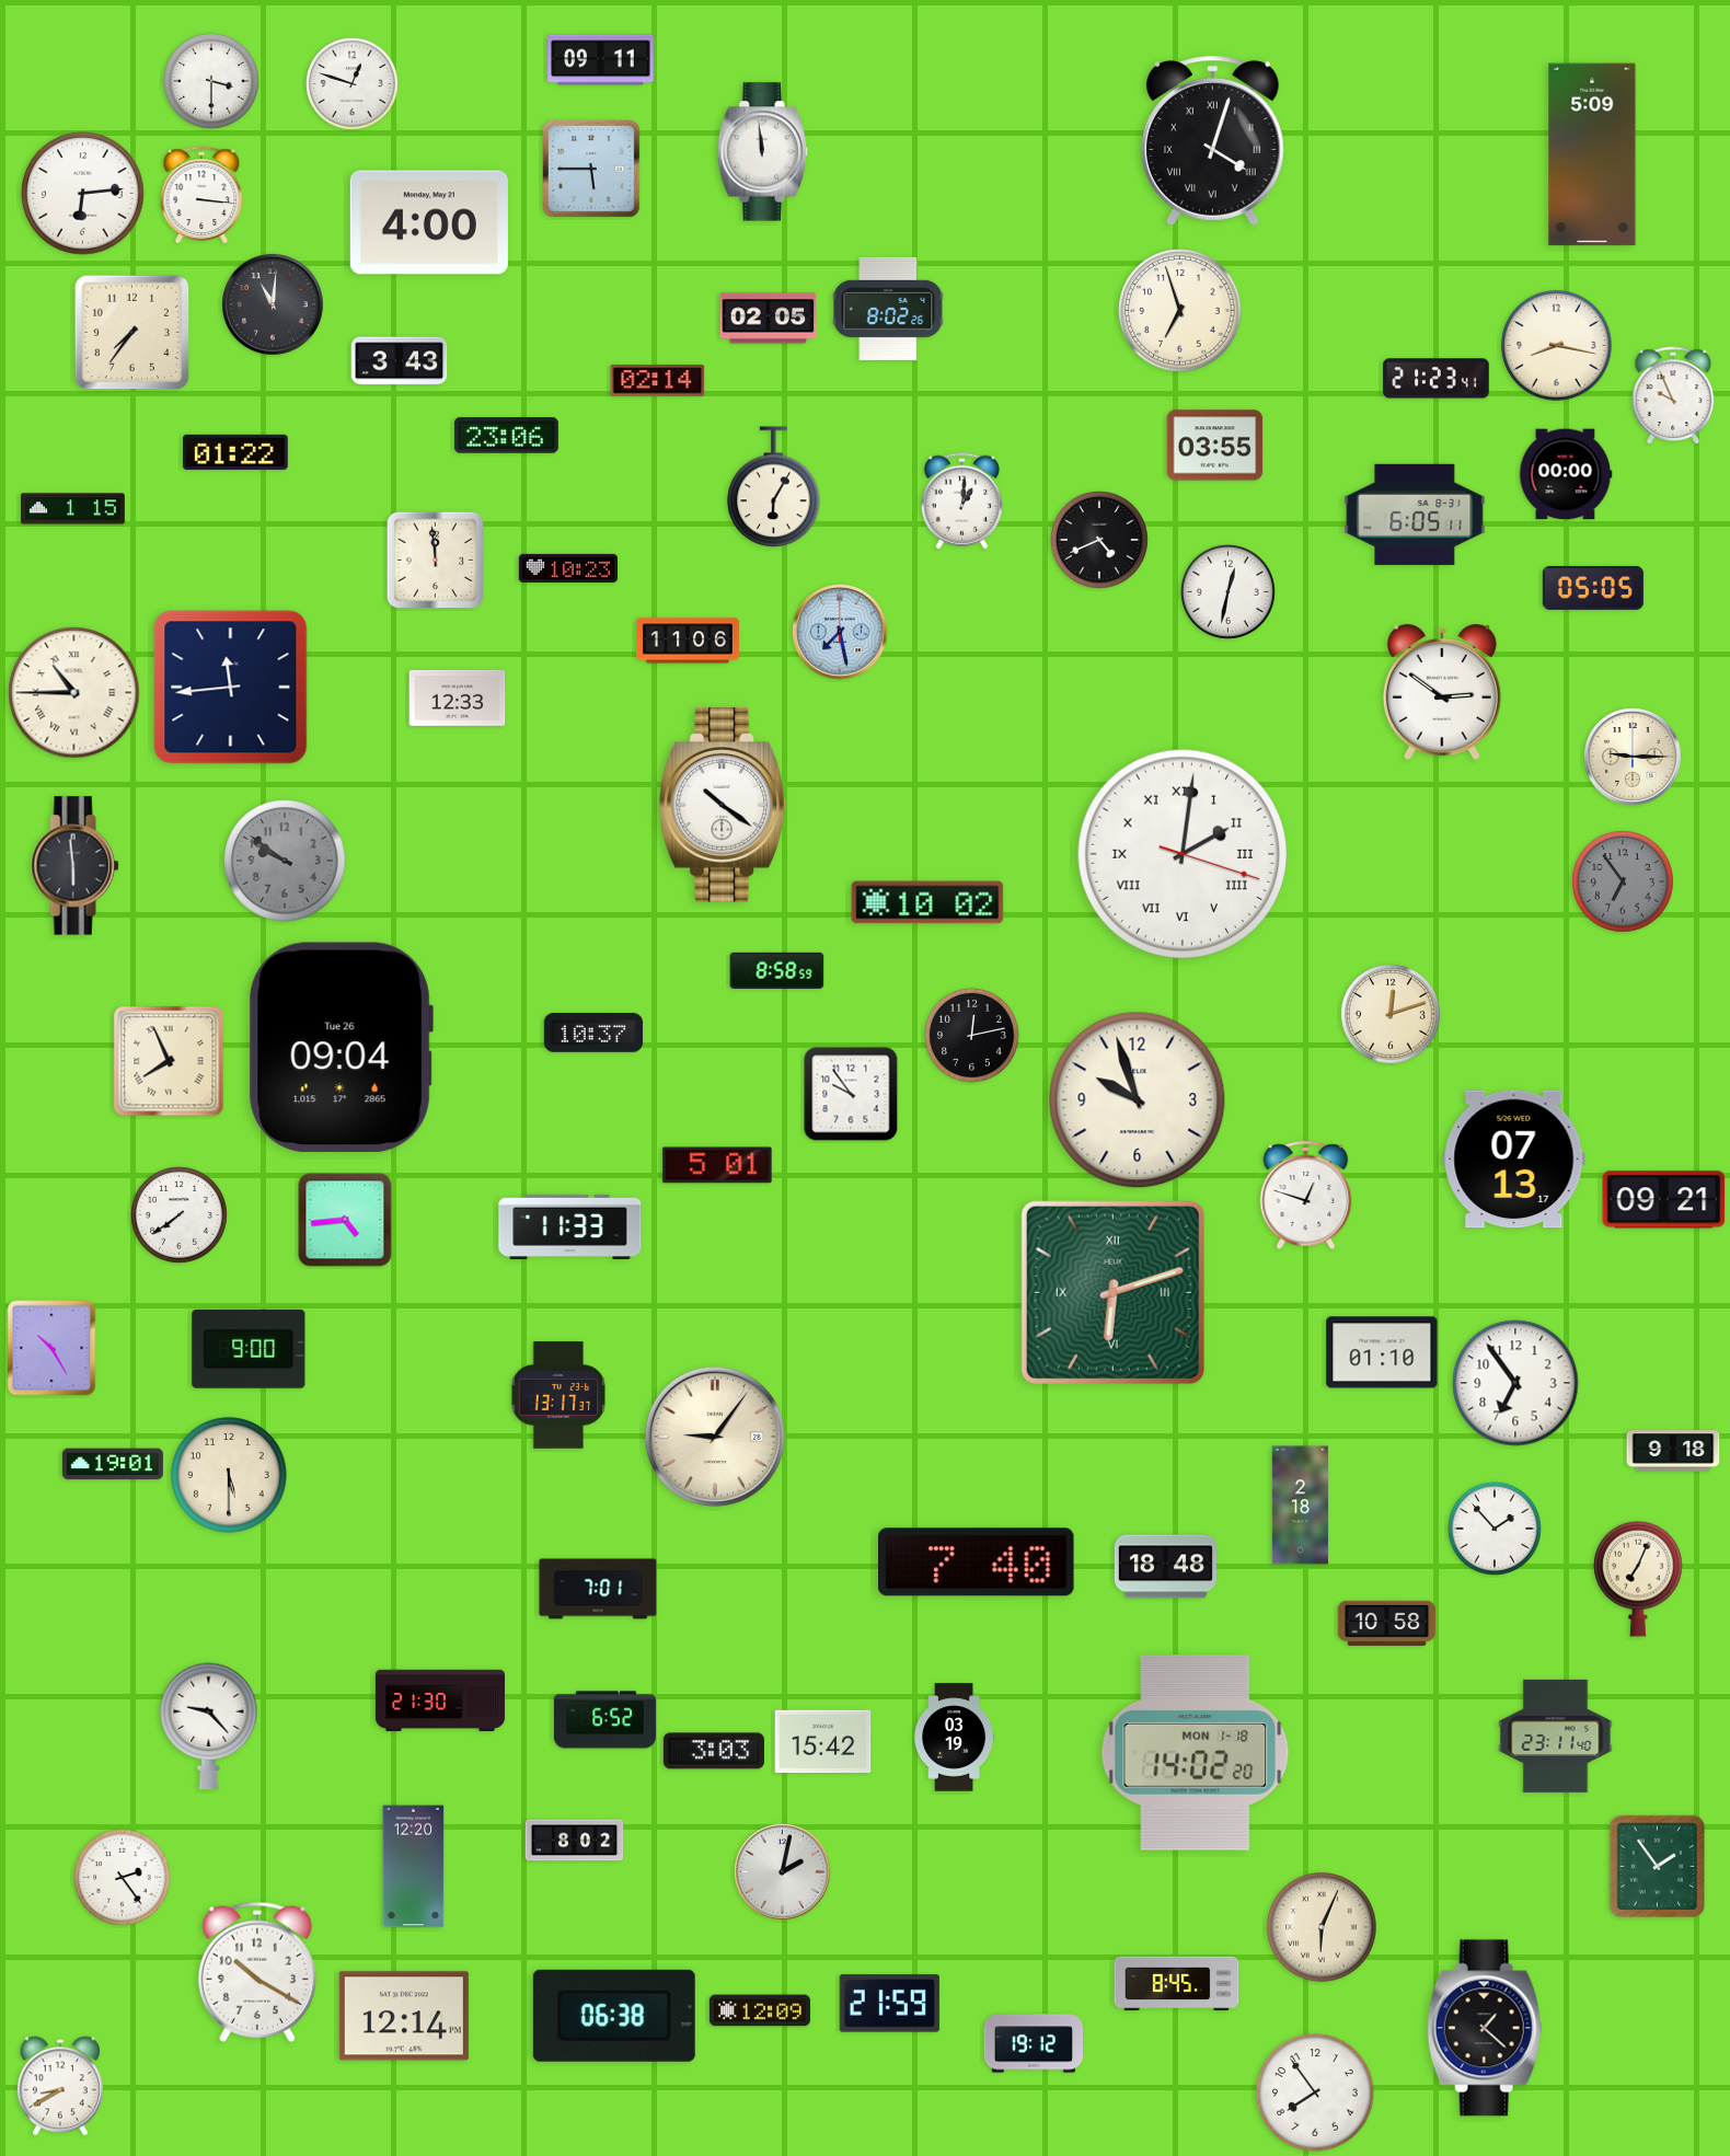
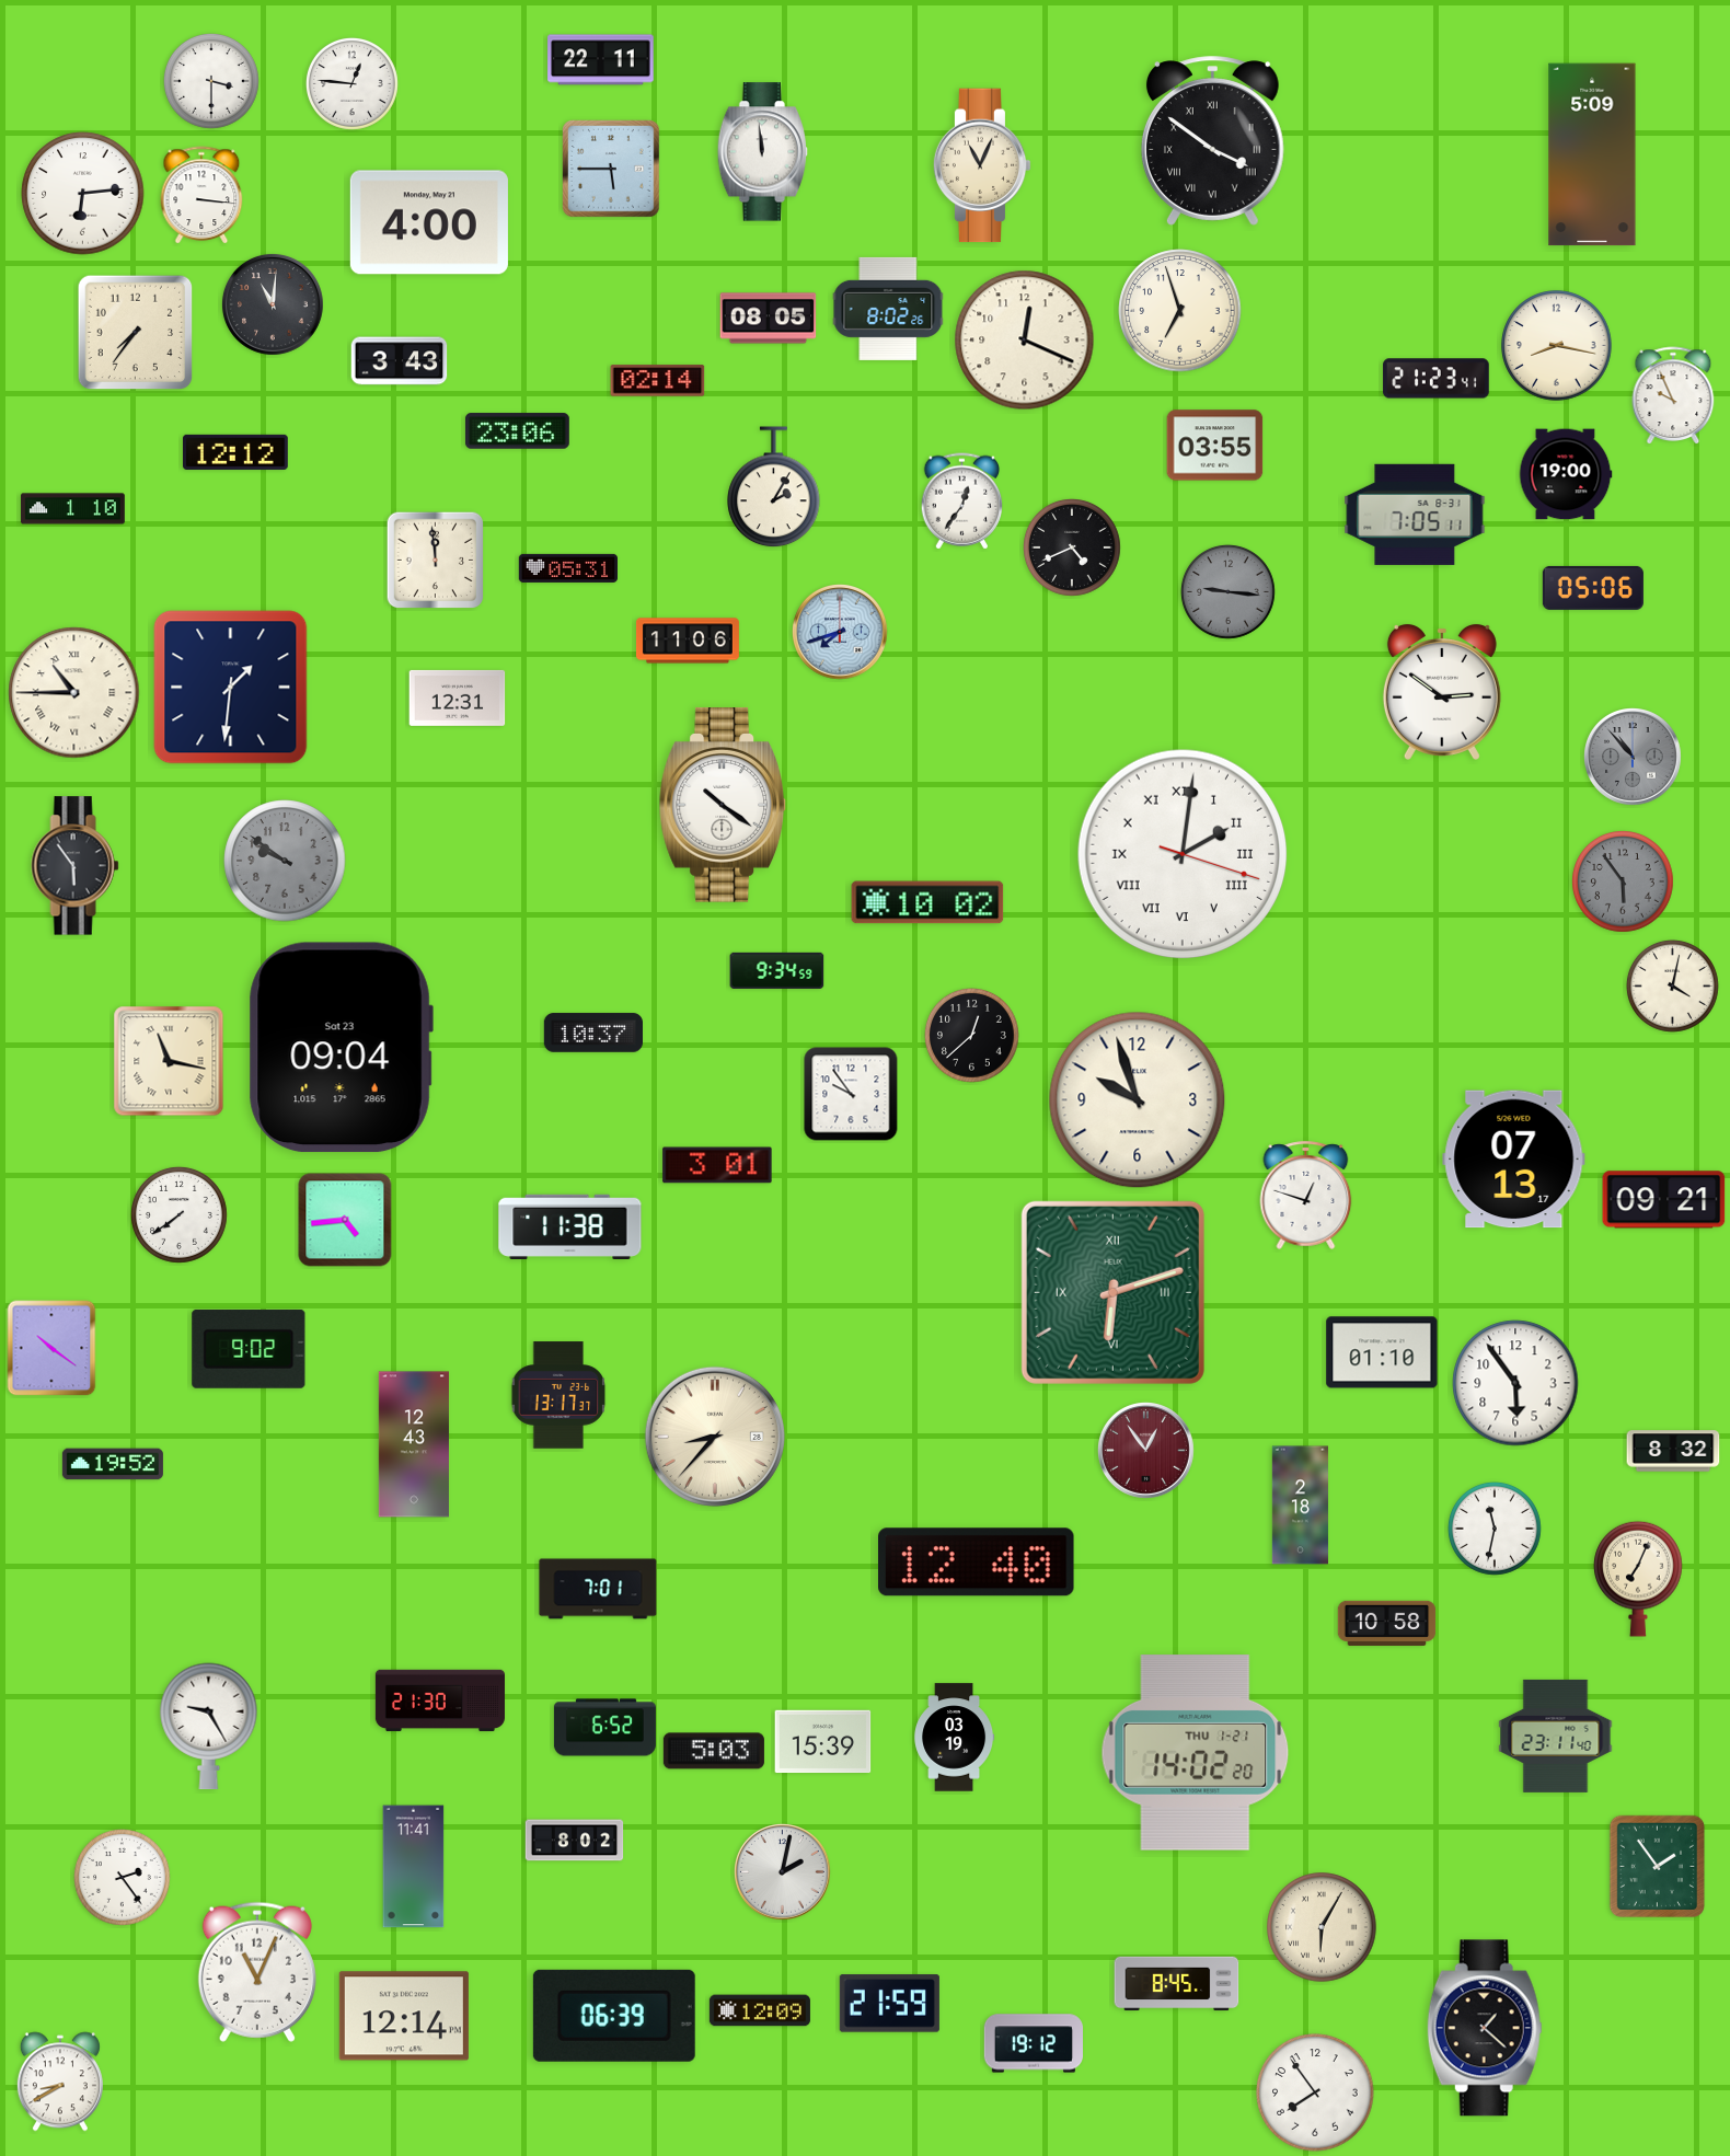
clock at (601, 60): 09:11 -> 22:11
clock at (351, 83): 12:48 -> 12:46
clock at (1212, 141): 4:03 -> 3:51
clock at (982, 165): none -> 11:04
clock at (592, 170) position: (592, 170) -> (612, 170)
clock at (769, 319): 02:05 -> 08:05
clock at (132, 333) position: (132, 333) -> (136, 333)
clock at (1025, 341): none -> 12:19
clock at (506, 436) position: (506, 436) -> (517, 431)
clock at (237, 452): 01:22 -> 12:12
clock at (1566, 474): 00:00 -> 19:00
clock at (774, 487): 6:05 -> 2:05
clock at (961, 501): 1:01 -> 12:36
clock at (72, 509): 1:15 -> 1:10
clock at (1415, 515): 6:05 -> 7:05
clock at (1100, 541) position: (1100, 541) -> (1073, 549)
clock at (567, 568): 10:23 -> 05:31
clock at (1593, 588): 05:05 -> 05:06
clock at (1227, 591): 12:32 -> 9:16
clock at (1227, 591) dial: white -> grey
clock at (841, 633): 7:28 -> 7:42
clock at (231, 688): 11:44 -> 1:31
clock at (458, 697): 12:33 -> 12:31
clock at (1634, 758): 9:15 -> 10:53
clock at (1634, 758) dial: cream -> grey
clock at (76, 866): 5:59 -> 5:54
clock at (1624, 883): 6:54 -> 5:54
clock at (777, 970): 8:58 -> 9:34
clock at (1672, 985): none -> 4:02
clock at (1392, 1015): 12:12 -> none
clock at (971, 1035): 12:13 -> 12:38
clock at (341, 1048) date: Tue 26 -> Sat 23
clock at (169, 1061): 7:56 -> 11:17
clock at (717, 1165): 5:01 -> 3:01
clock at (570, 1226): 11:33 -> 11:38
clock at (51, 1348): 10:25 -> 10:21
clock at (249, 1349): 9:00 -> 9:02
clock at (1515, 1383): 6:54 -> 5:54
clock at (715, 1437): 9:06 -> 8:37
clock at (414, 1444): none -> 12:43
clock at (1146, 1451): none -> 12:54
clock at (1673, 1451): 9:18 -> 8:32
clock at (113, 1464): 19:01 -> 19:52
clock at (229, 1475): 5:30 -> none
clock at (1495, 1529): 1:53 -> 11:32
clock at (977, 1563): 7:40 -> 12:40
clock at (1165, 1567): 18:48 -> none
clock at (604, 1720) position: (604, 1720) -> (604, 1728)
clock at (209, 1727): 9:23 -> 9:25
clock at (823, 1742): 15:42 -> 15:39
clock at (714, 1751): 3:03 -> 5:03
clock at (1196, 1753) date: MON 1-18 -> THU 1-21
clock at (414, 1867): 12:20 -> 11:41
clock at (1322, 1927): 6:04 -> 6:05
clock at (257, 1972): 10:20 -> 11:04
clock at (614, 2016): 06:38 -> 06:39
clock at (60, 2086) position: (60, 2086) -> (60, 2082)
